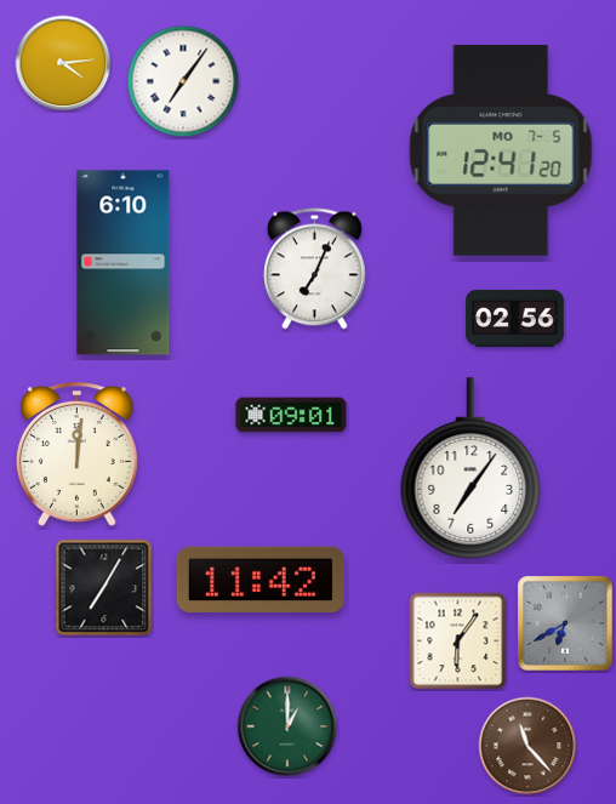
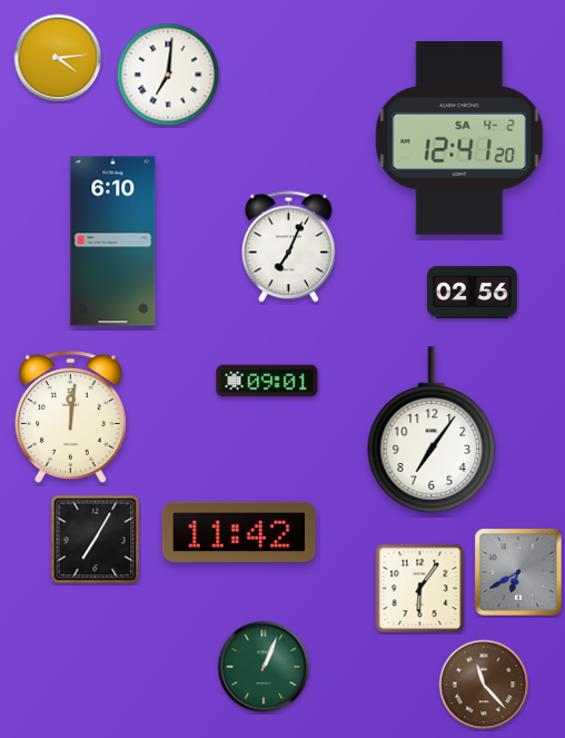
clock at (183, 81): 7:06 -> 7:01
clock at (501, 152) date: MO 7-5 -> SA 4-2
clock at (287, 726): 1:00 -> 1:04
